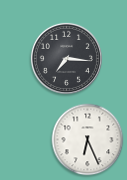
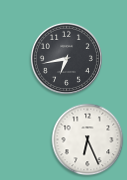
clock at (66, 58): 7:16 -> 6:43
